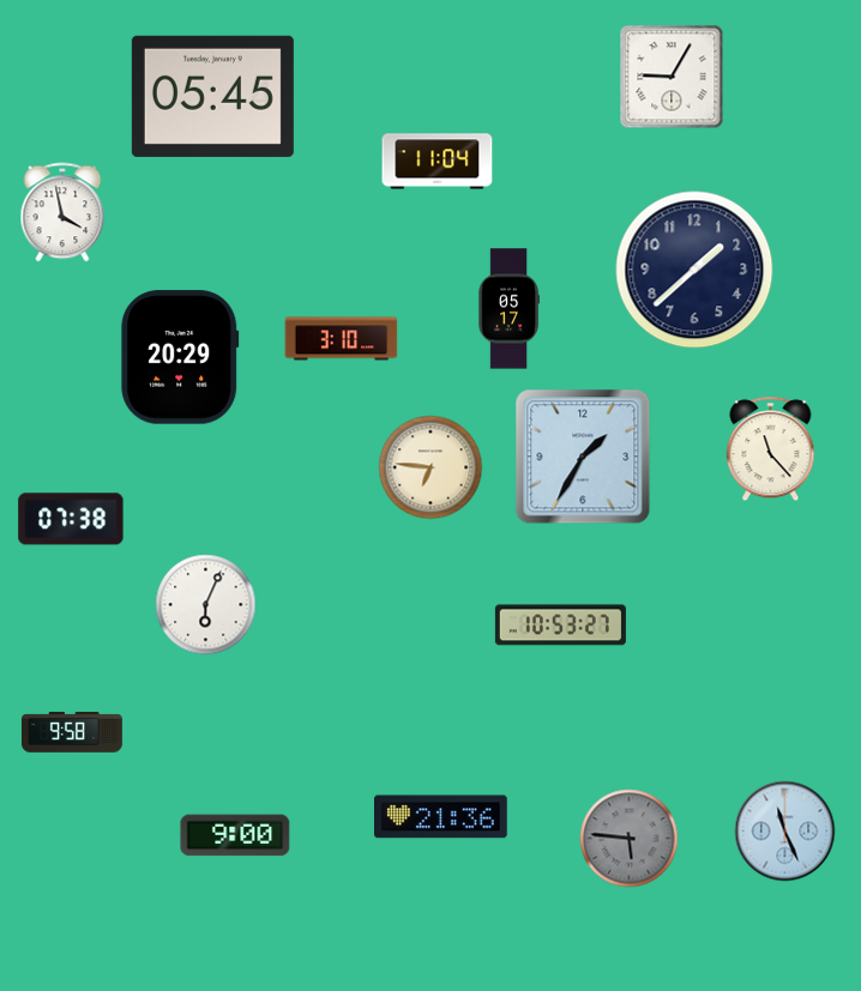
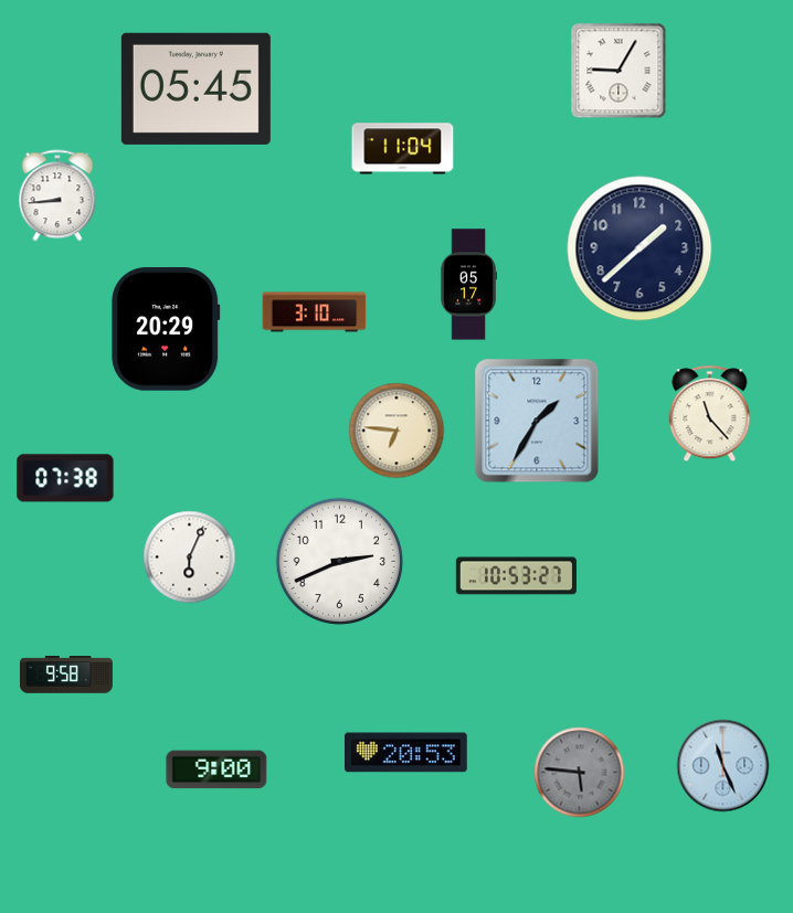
clock at (62, 212): 3:58 -> 8:44
clock at (340, 562): none -> 2:41
clock at (441, 817): 21:36 -> 20:53
